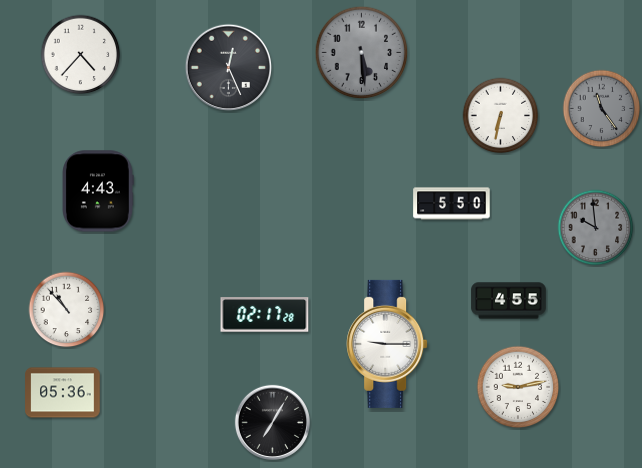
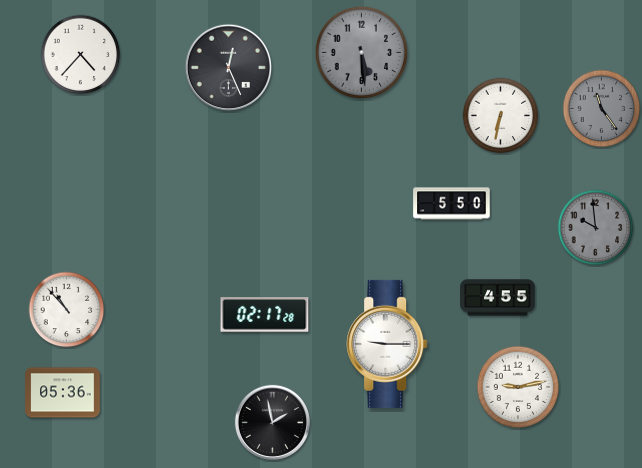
clock at (99, 191): 4:43 -> none
clock at (509, 301) position: (509, 301) -> (498, 298)
clock at (272, 422): 7:05 -> 1:58
